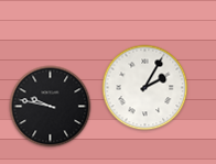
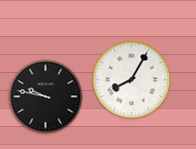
clock at (145, 88): 2:05 -> 8:05
